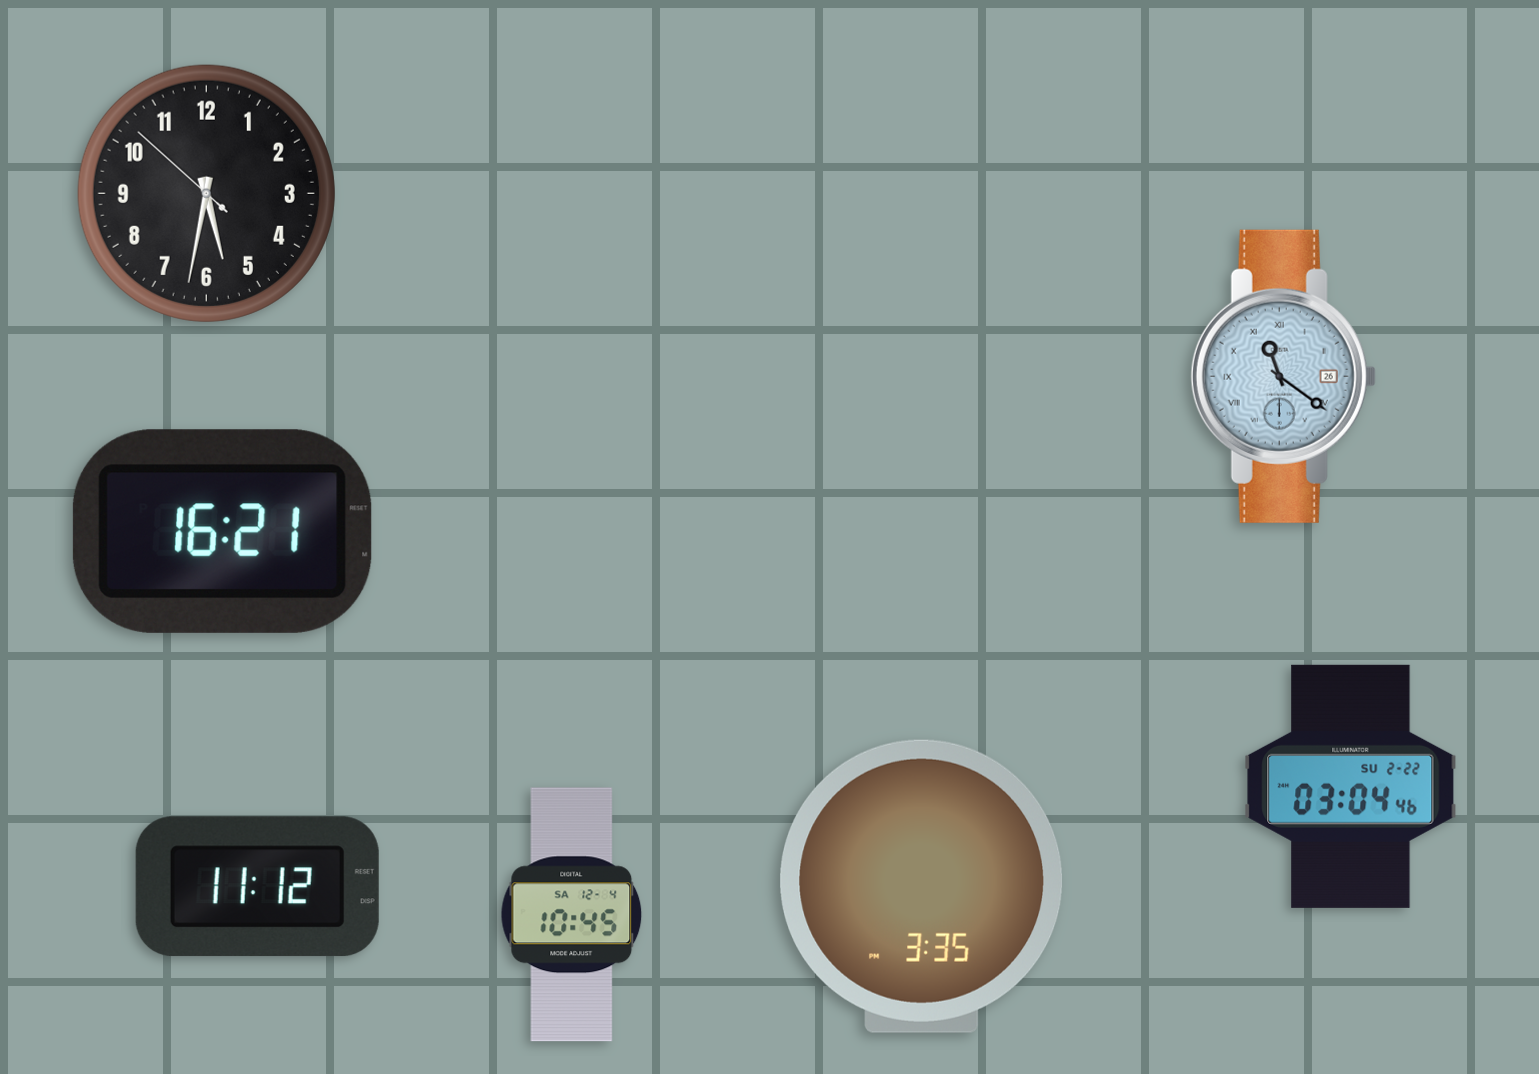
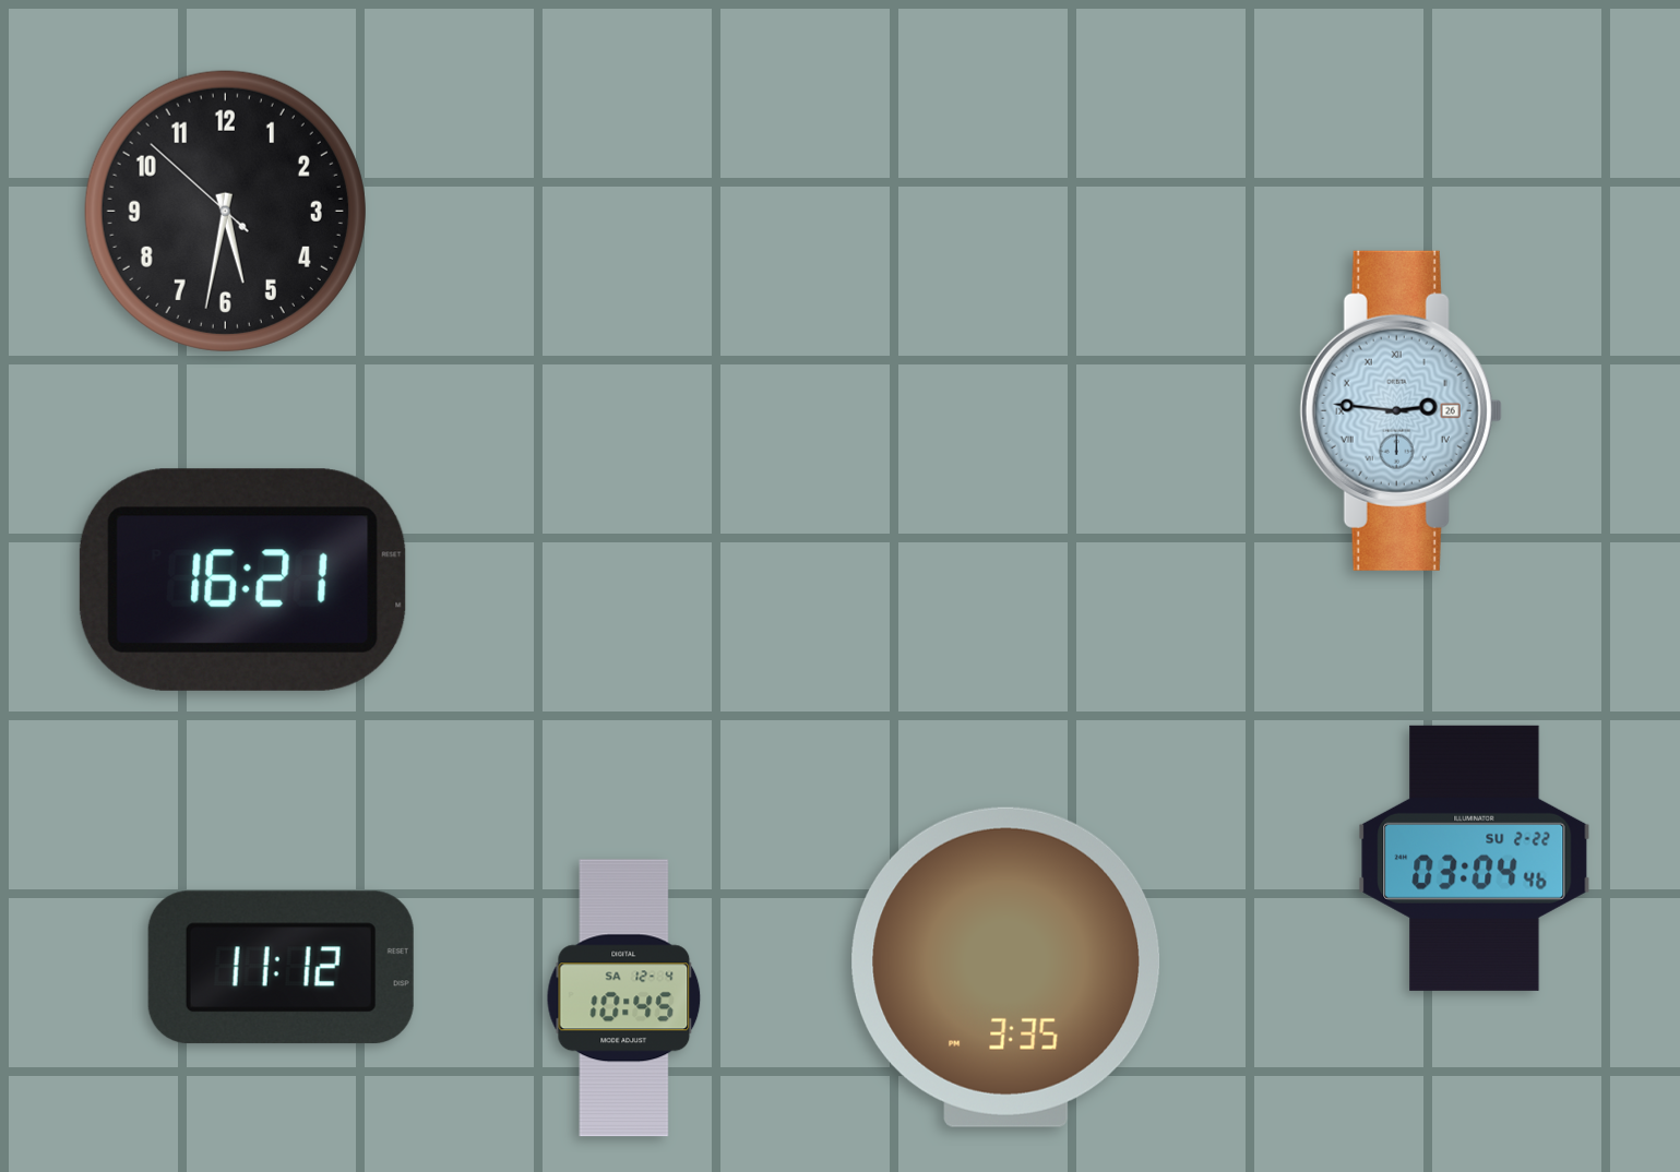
clock at (1283, 376): 11:21 -> 2:46
